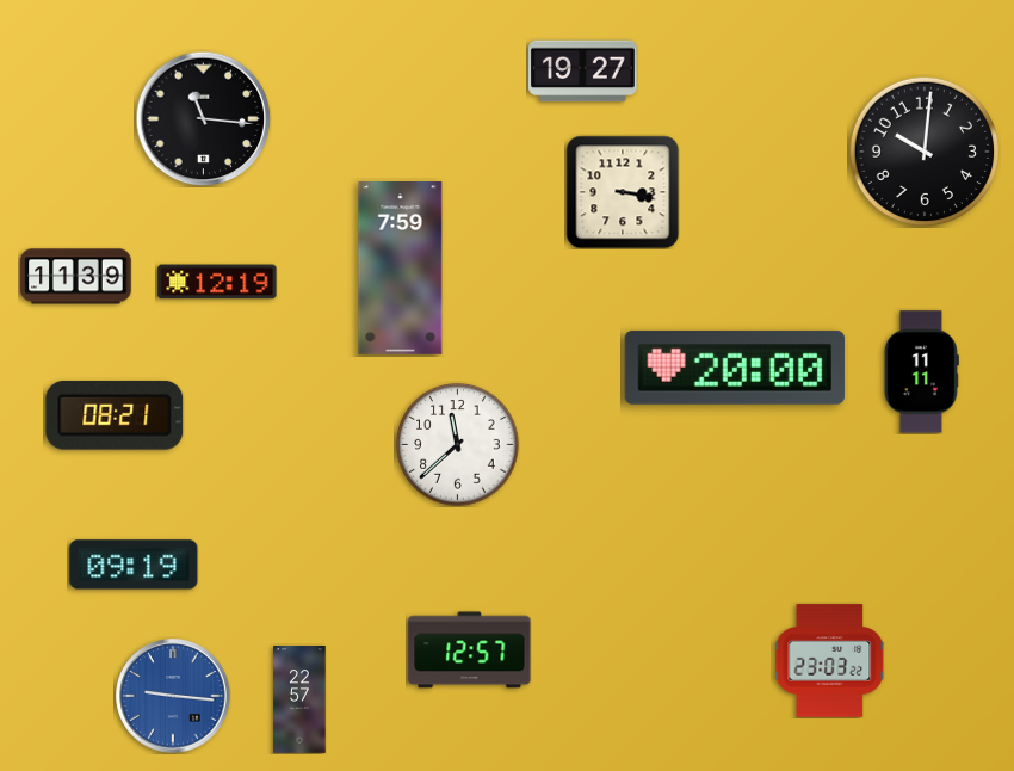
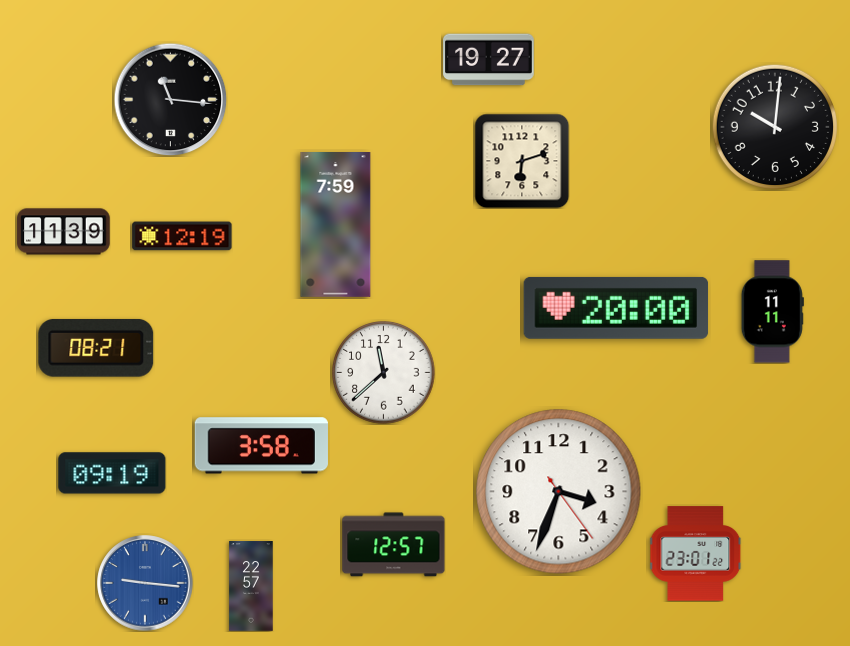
clock at (623, 192): 3:17 -> 6:12
clock at (261, 446): none -> 3:58
clock at (559, 492): none -> 3:33
clock at (830, 661): 23:03 -> 23:01
